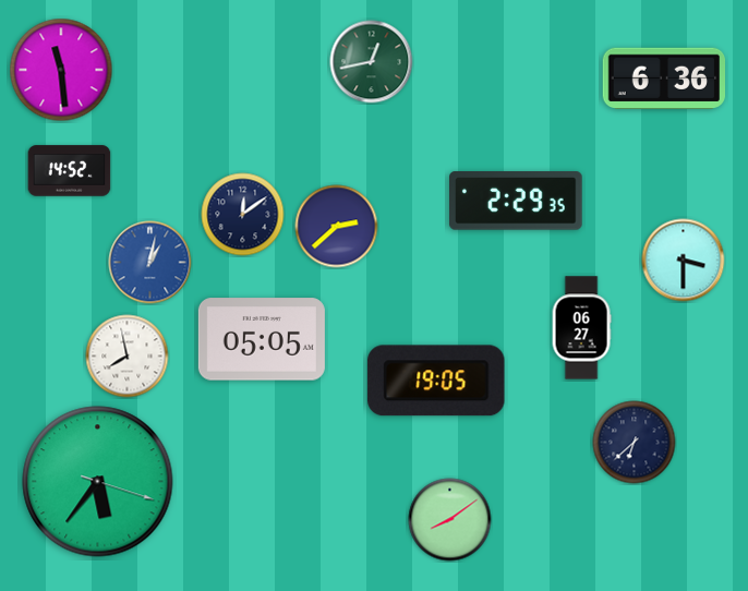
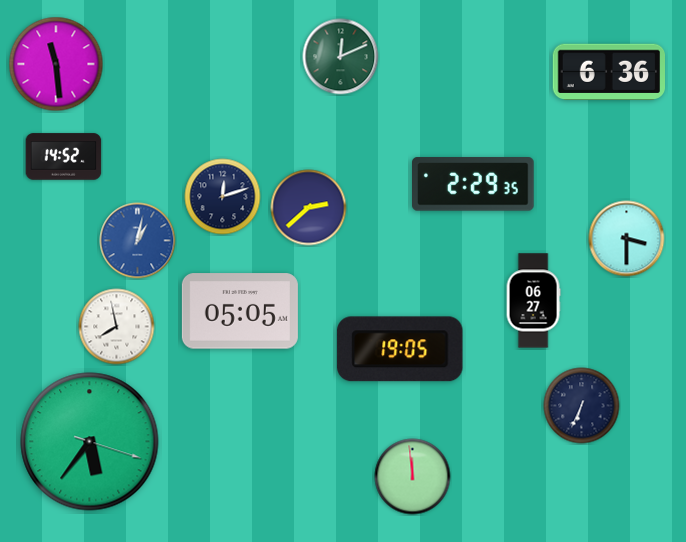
clock at (372, 62): 12:43 -> 12:11
clock at (243, 215): 12:09 -> 12:12
clock at (635, 443): 6:38 -> 6:34
clock at (450, 520): 8:09 -> 11:59
